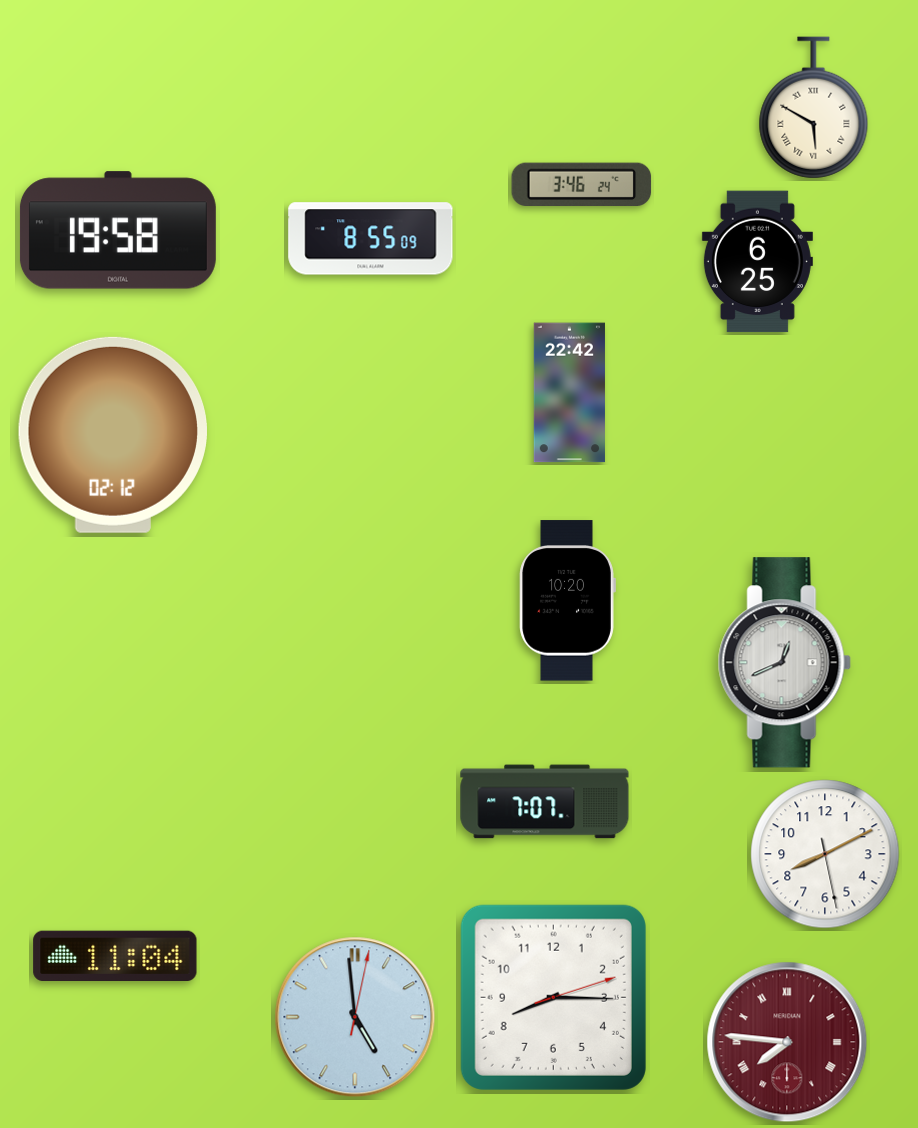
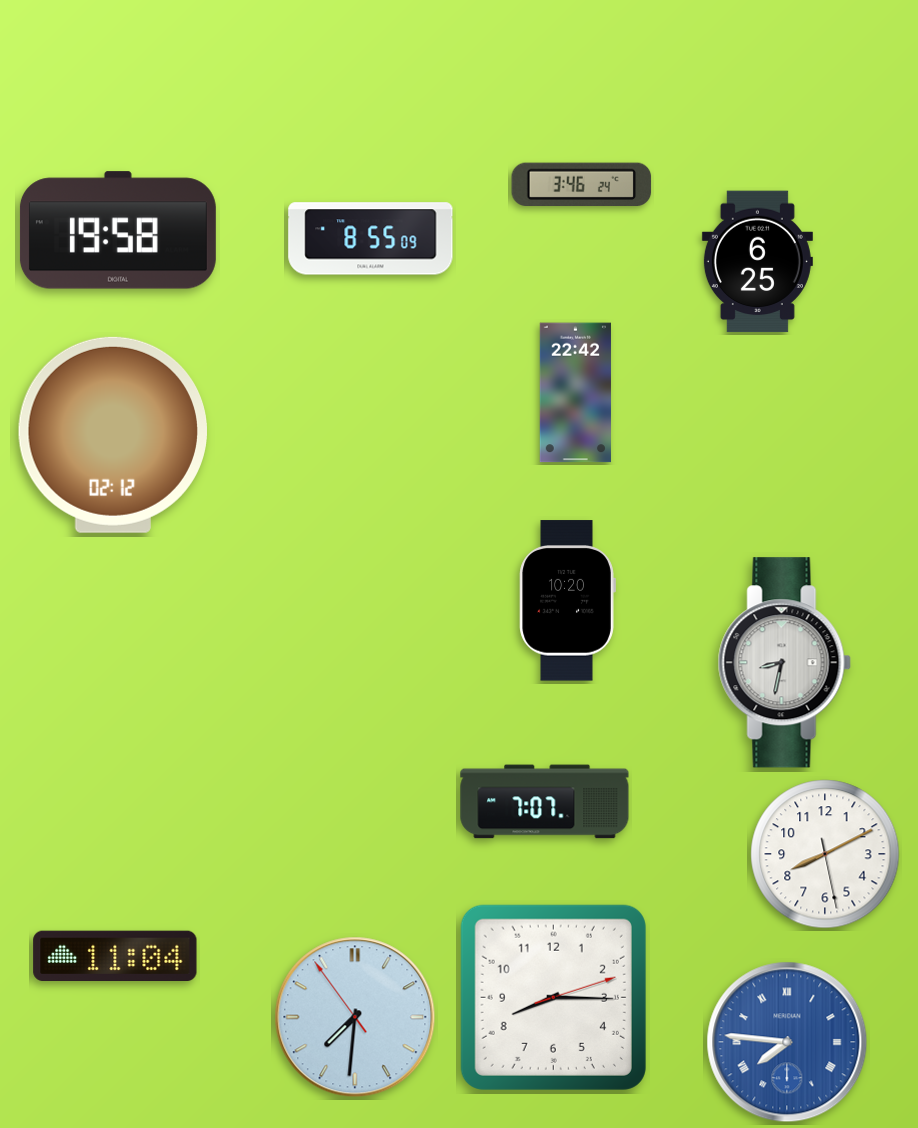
clock at (814, 108): 5:50 -> none
clock at (569, 393) position: (569, 393) -> (575, 393)
clock at (784, 663): 12:41 -> 8:32
clock at (355, 1017): 4:59 -> 7:30
clock at (787, 1042) dial: burgundy -> blue
